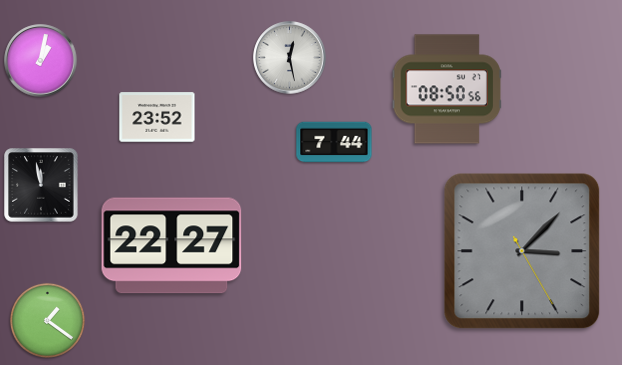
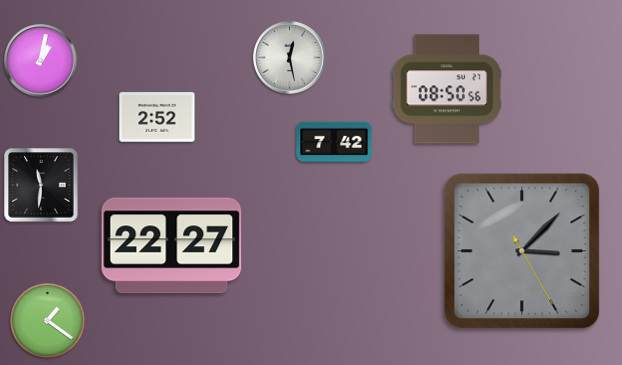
clock at (157, 117): 23:52 -> 2:52
clock at (334, 142): 7:44 -> 7:42
clock at (41, 185): 11:58 -> 11:31
